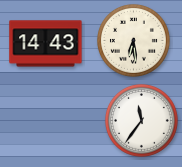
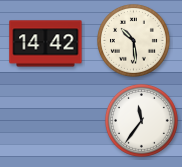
clock at (133, 40): 6:29 -> 10:29
clock at (46, 44): 14:43 -> 14:42
